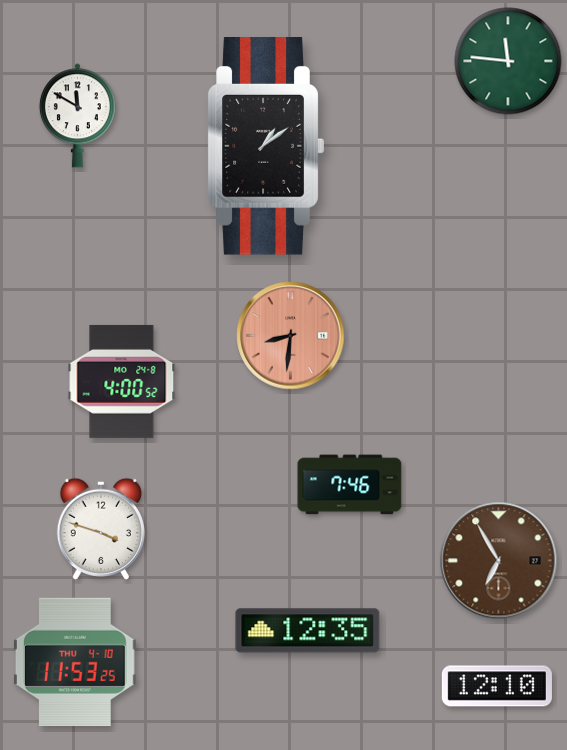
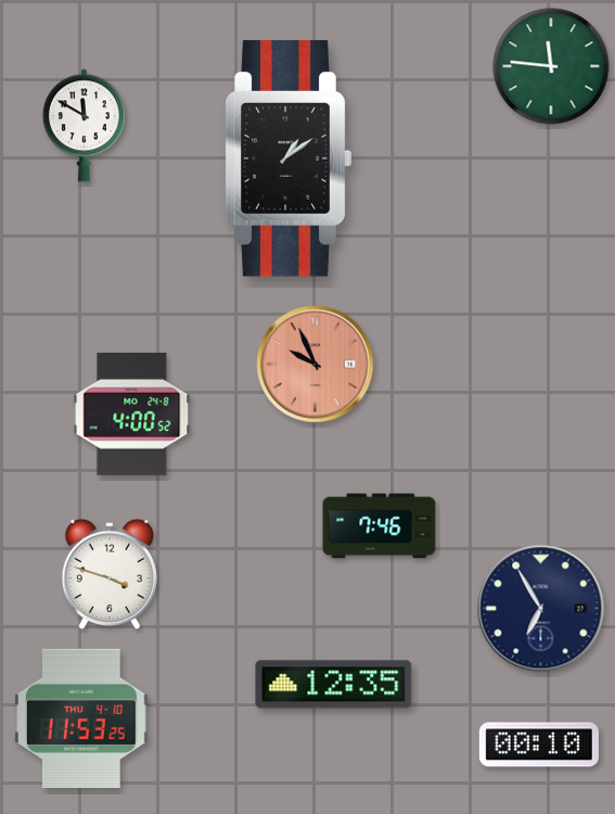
clock at (291, 336): 8:31 -> 9:56
clock at (499, 561) dial: brown -> navy
clock at (497, 686): 12:10 -> 00:10
